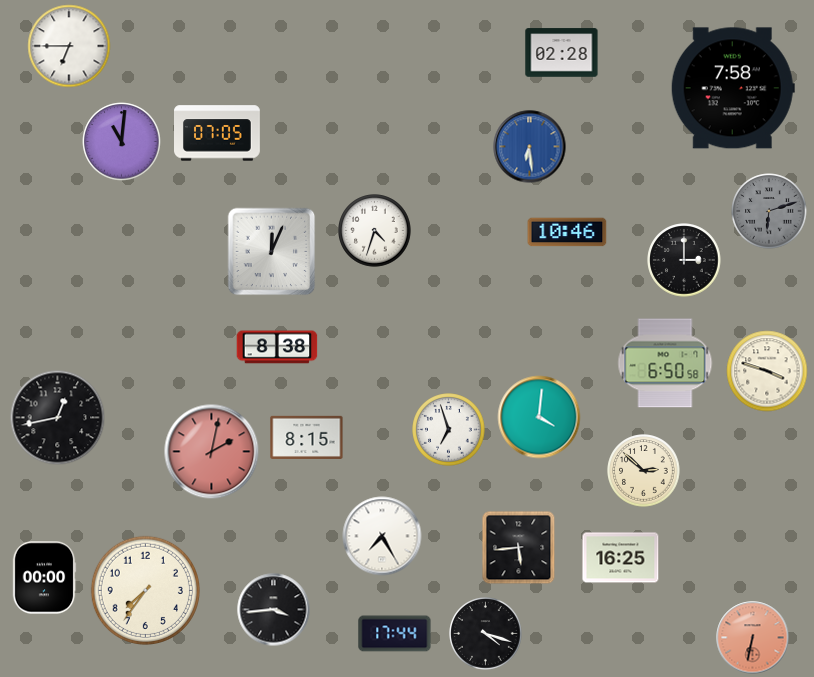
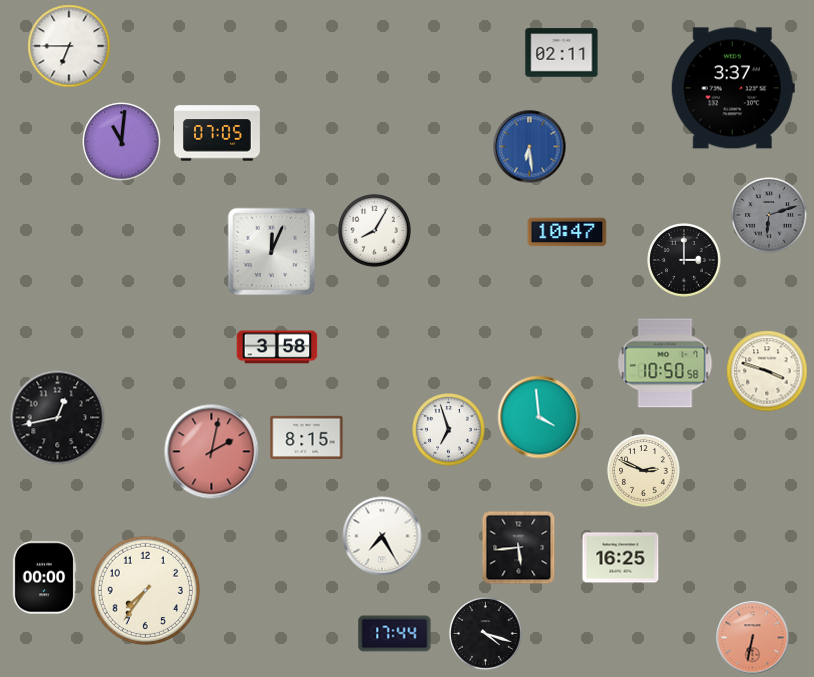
clock at (562, 53): 02:28 -> 02:11
clock at (733, 88): 7:58 -> 3:37
clock at (769, 211) position: (769, 211) -> (769, 215)
clock at (375, 231): 4:33 -> 8:05
clock at (567, 232): 10:46 -> 10:47
clock at (277, 347): 8:38 -> 3:58
clock at (665, 363): 6:50 -> 10:50
clock at (539, 417): 4:01 -> 3:59
clock at (644, 471): 2:52 -> 2:49
clock at (274, 610): 3:44 -> none
